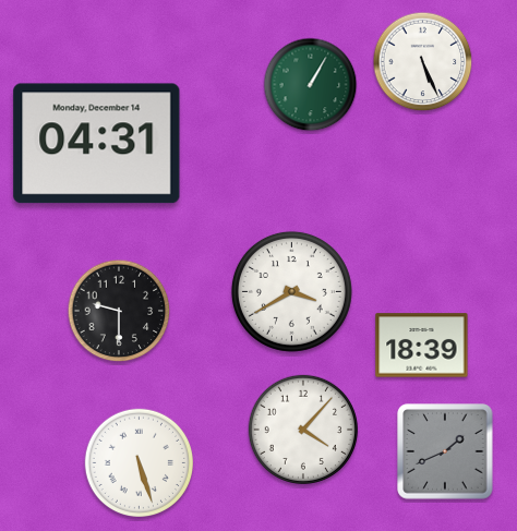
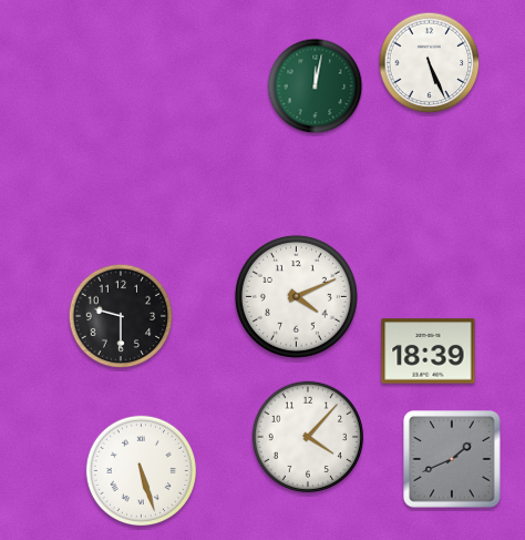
clock at (311, 85): 1:05 -> 12:02
clock at (97, 144): 04:31 -> none
clock at (291, 291): 3:40 -> 4:11
